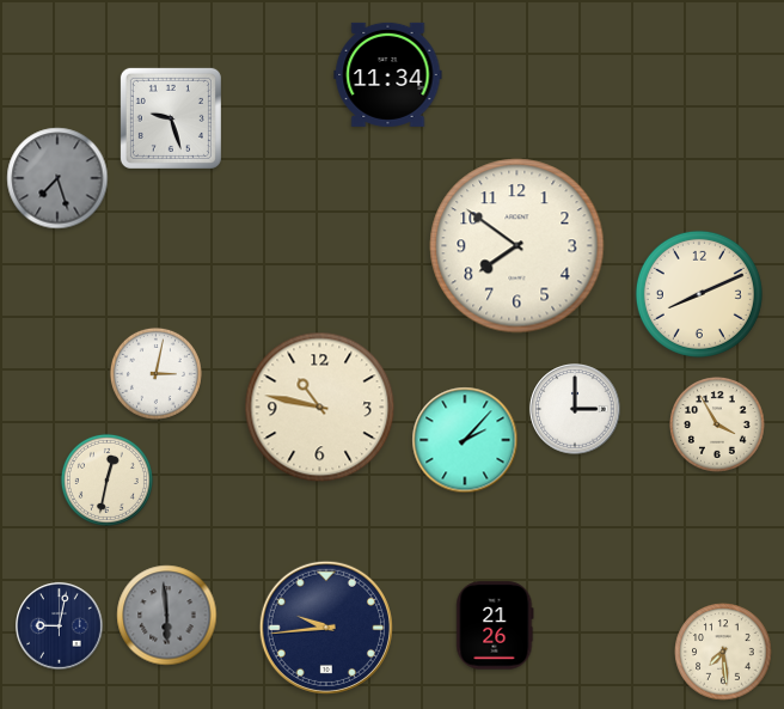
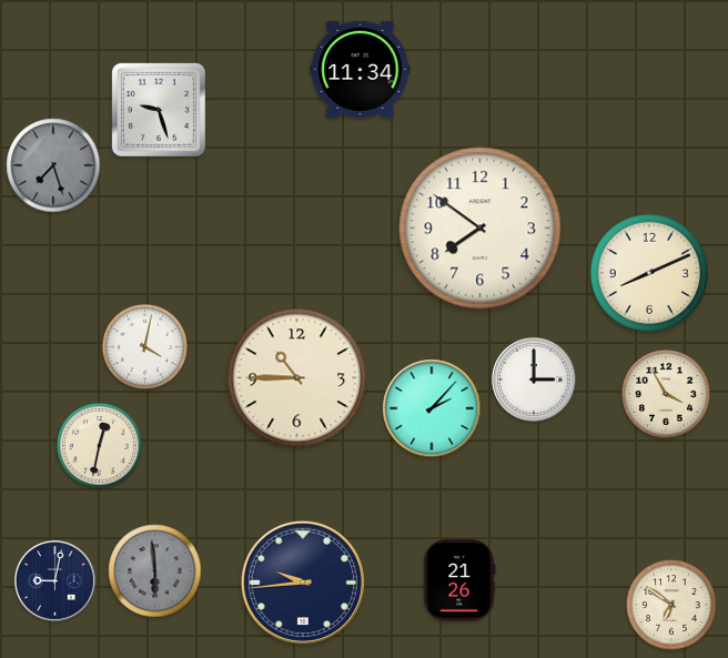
clock at (155, 373): 3:02 -> 4:02
clock at (320, 408): 10:47 -> 10:45
clock at (723, 652): 7:29 -> 6:51
